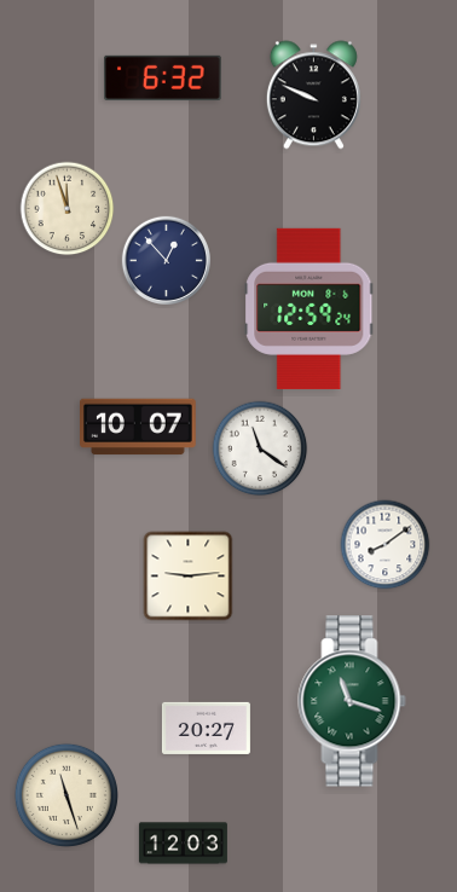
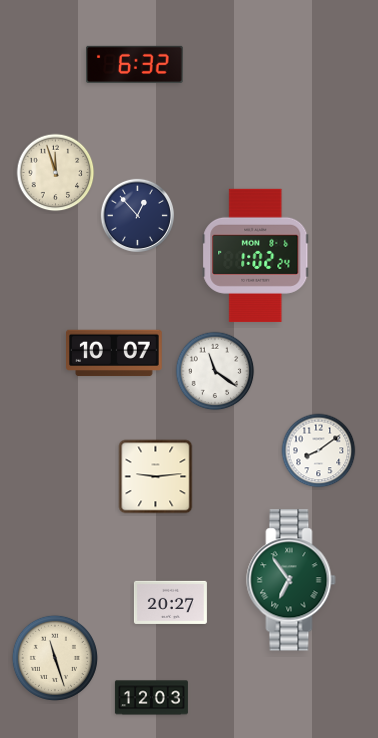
clock at (313, 95): 9:49 -> none
clock at (310, 308): 12:59 -> 1:02
clock at (352, 701): 11:18 -> 6:54
